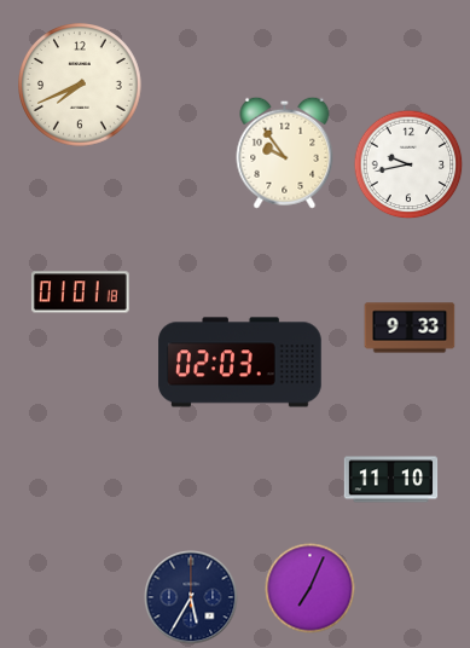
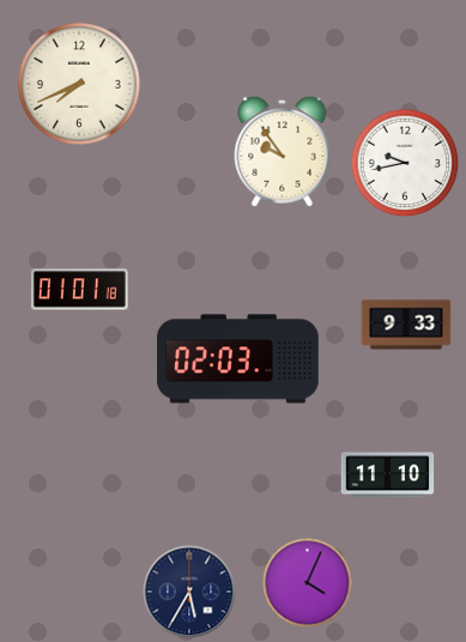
clock at (311, 589): 7:04 -> 4:04
